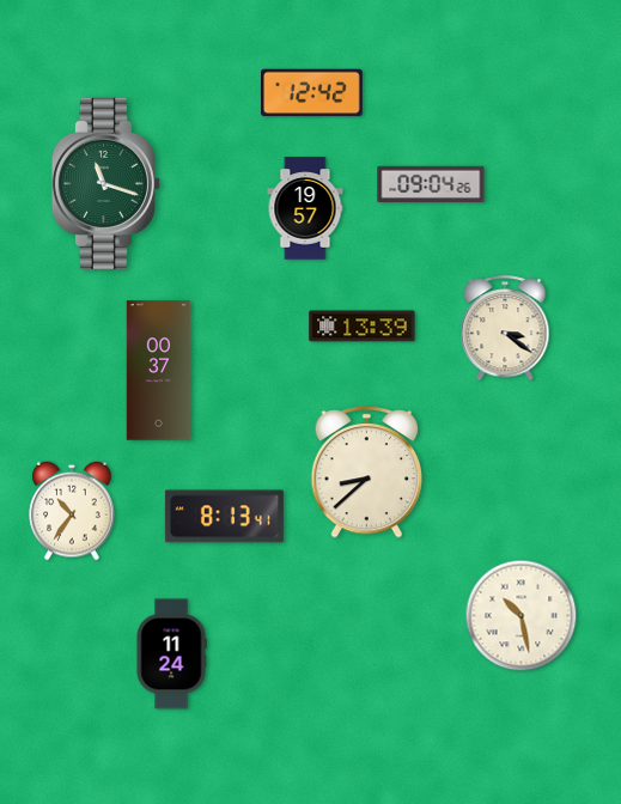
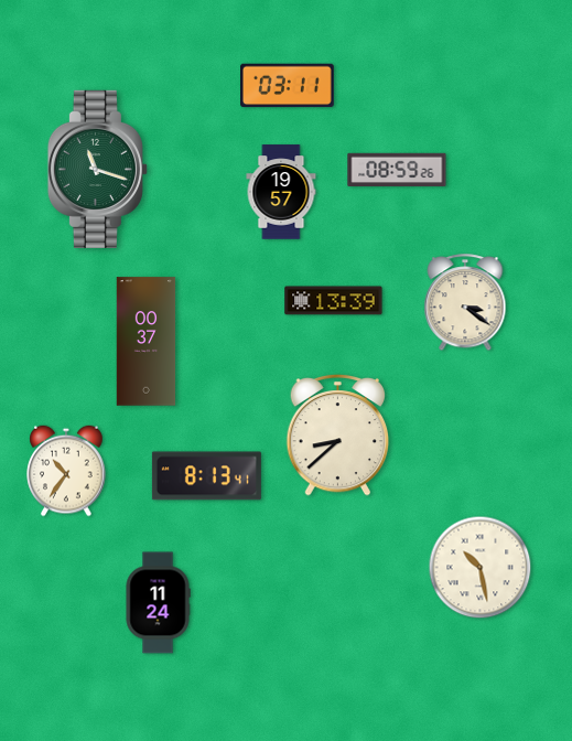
clock at (312, 93): 12:42 -> 03:11
clock at (431, 183): 09:04 -> 08:59
